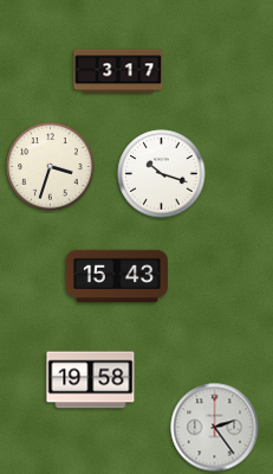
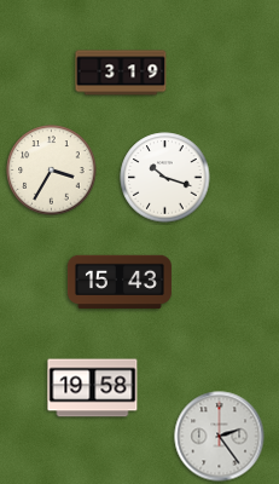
clock at (118, 71): 3:17 -> 3:19
clock at (51, 167): 3:33 -> 3:35
